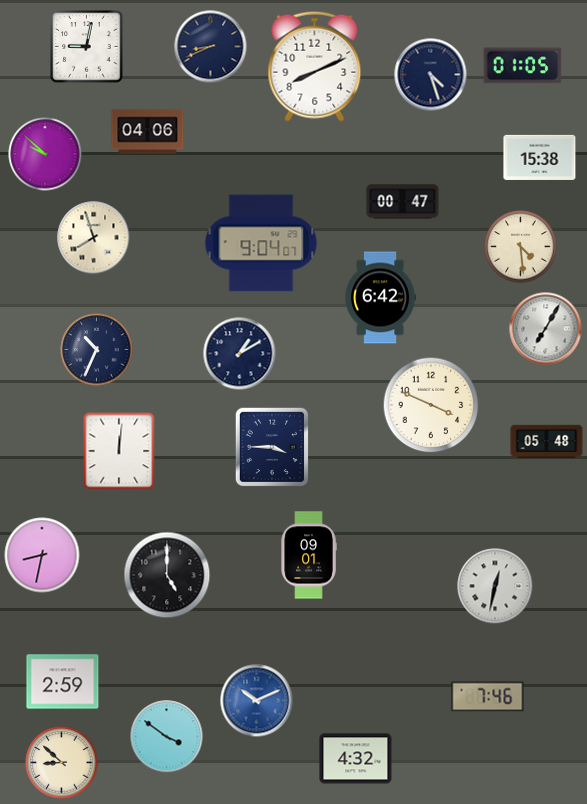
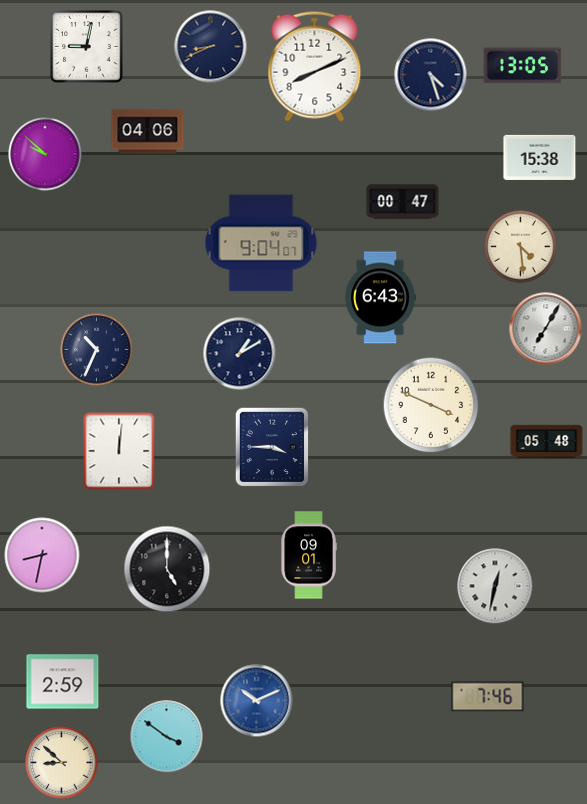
clock at (523, 66): 01:05 -> 13:05
clock at (94, 238): 7:57 -> none
clock at (381, 298): 6:42 -> 6:43
clock at (167, 575) position: (167, 575) -> (167, 569)
clock at (356, 759): 4:32 -> none
